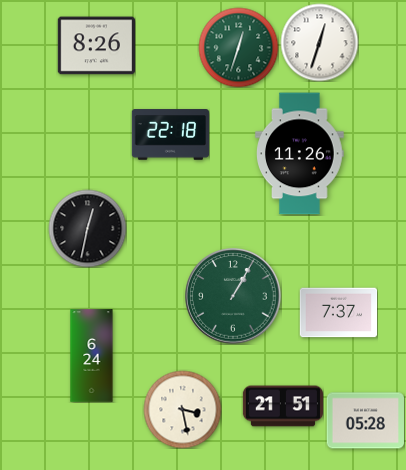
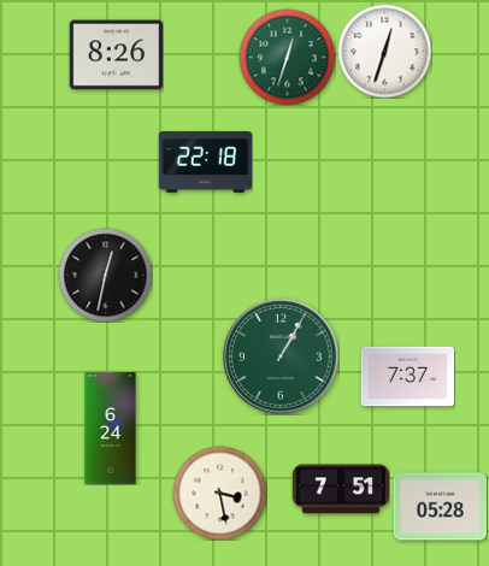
clock at (300, 154): 11:26 -> none
clock at (283, 406): 21:51 -> 7:51
